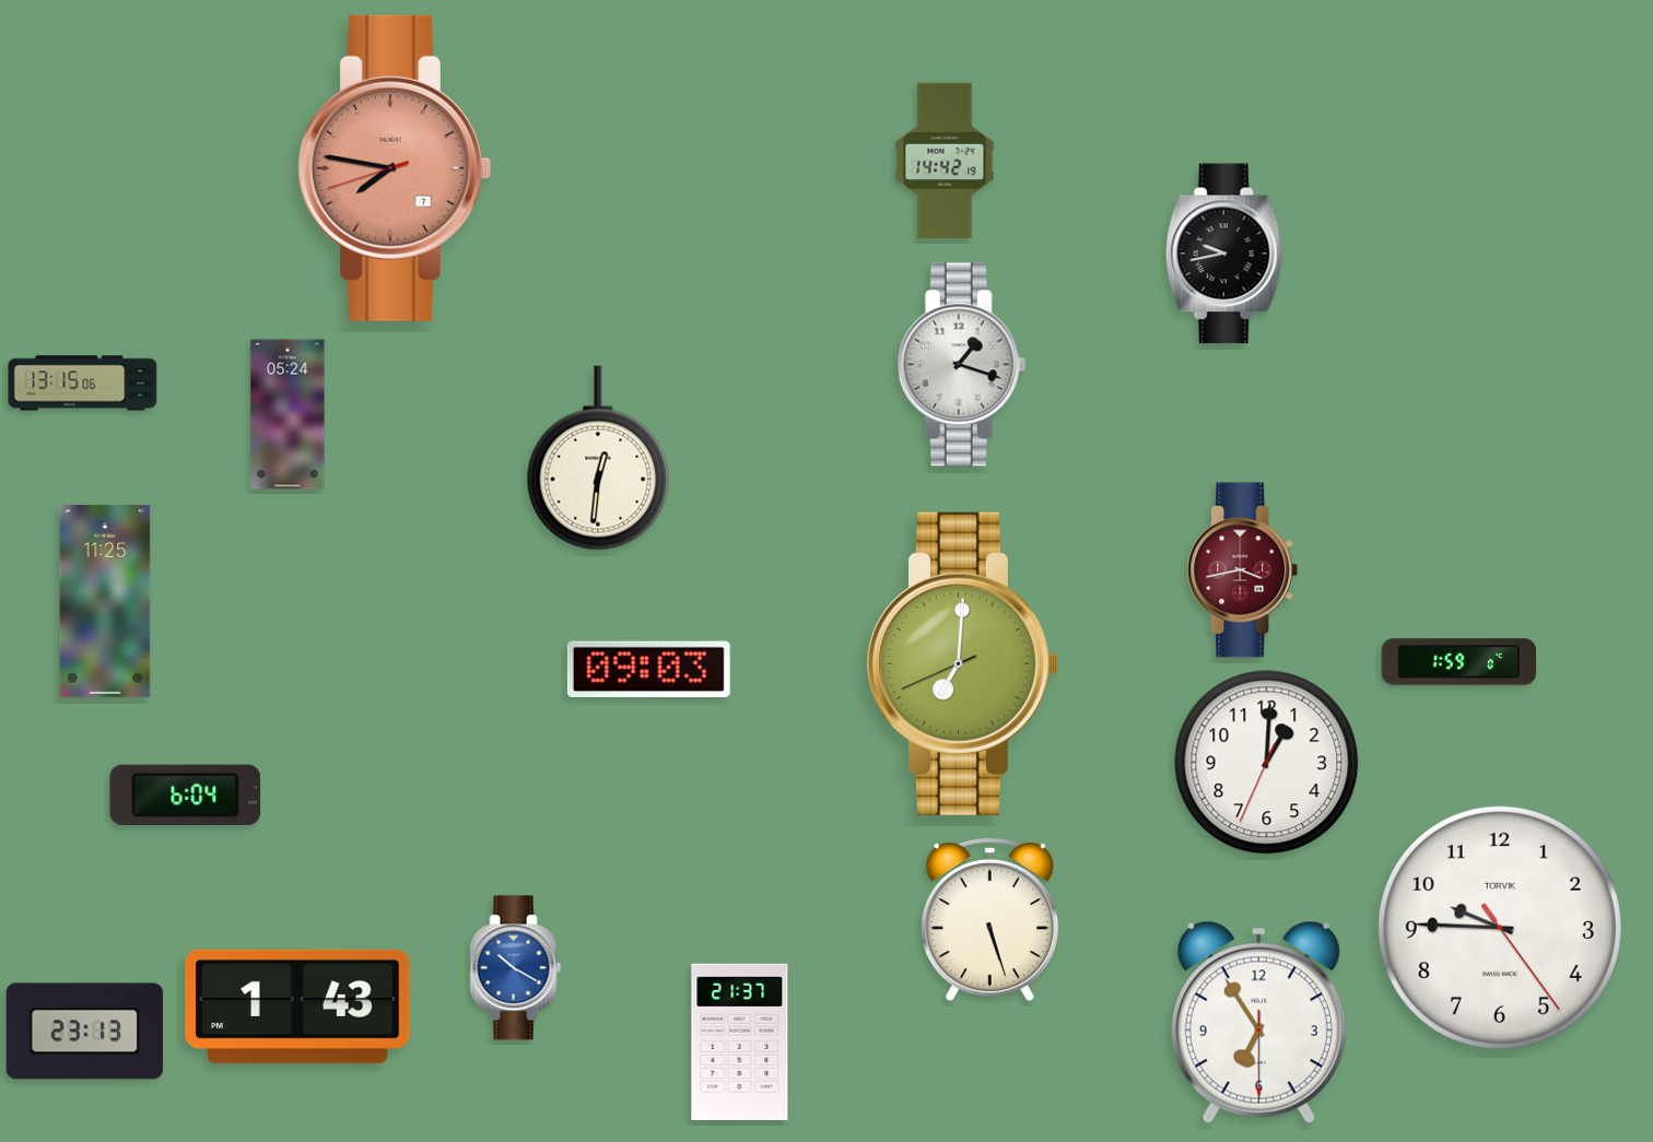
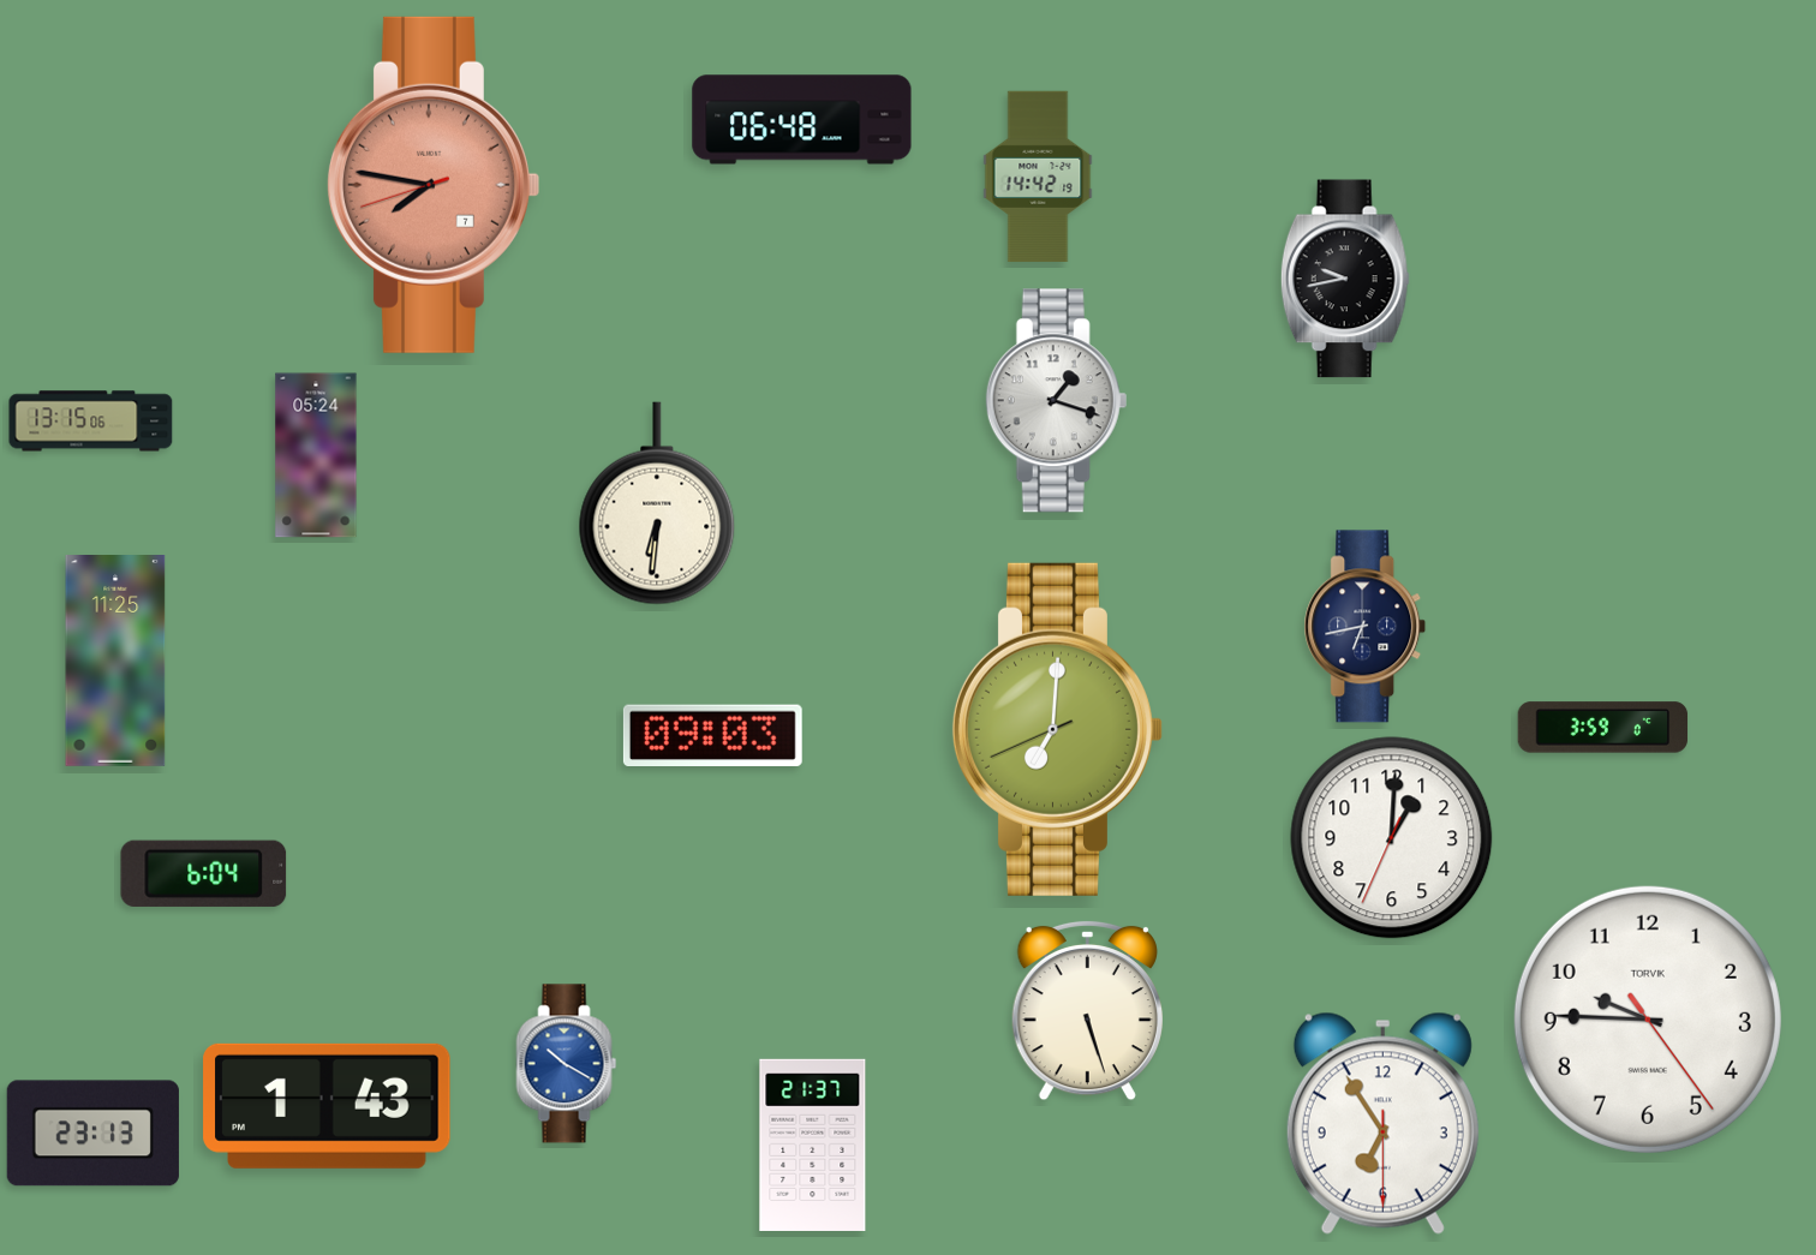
clock at (802, 120): none -> 06:48
clock at (598, 458): 12:31 -> 6:31
clock at (1243, 570): 3:43 -> 6:43
clock at (1243, 570) dial: burgundy -> navy
clock at (1459, 662): 1:59 -> 3:59
